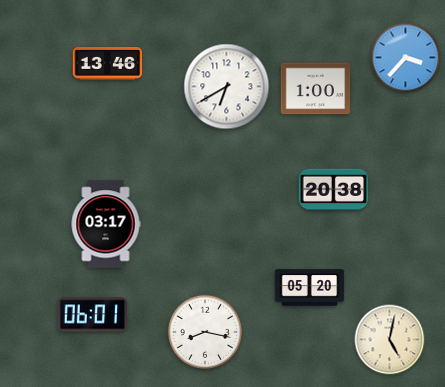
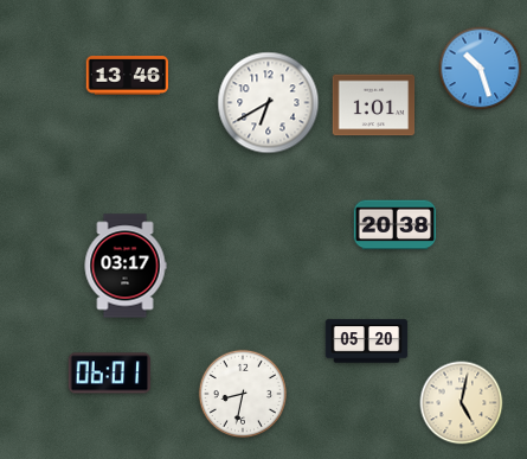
clock at (406, 58): 3:37 -> 10:27
clock at (316, 89): 1:00 -> 1:01
clock at (204, 331): 8:17 -> 8:32
